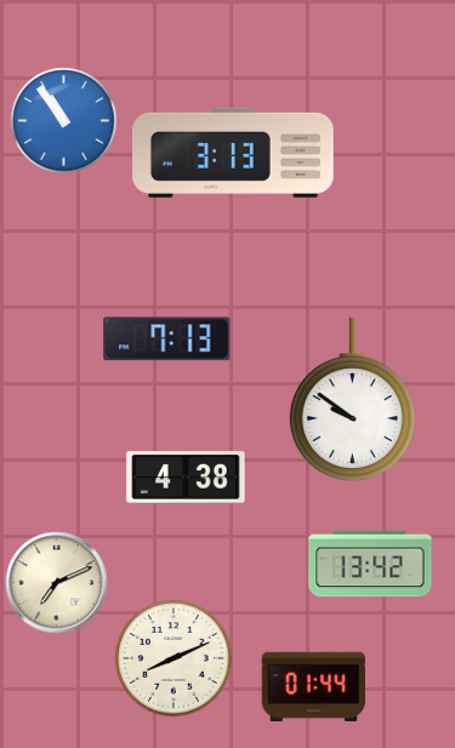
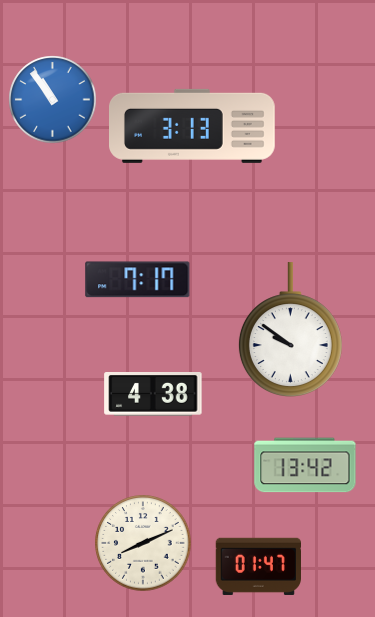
clock at (167, 339): 7:13 -> 7:17
clock at (57, 583): 7:11 -> none
clock at (313, 686): 01:44 -> 01:47
